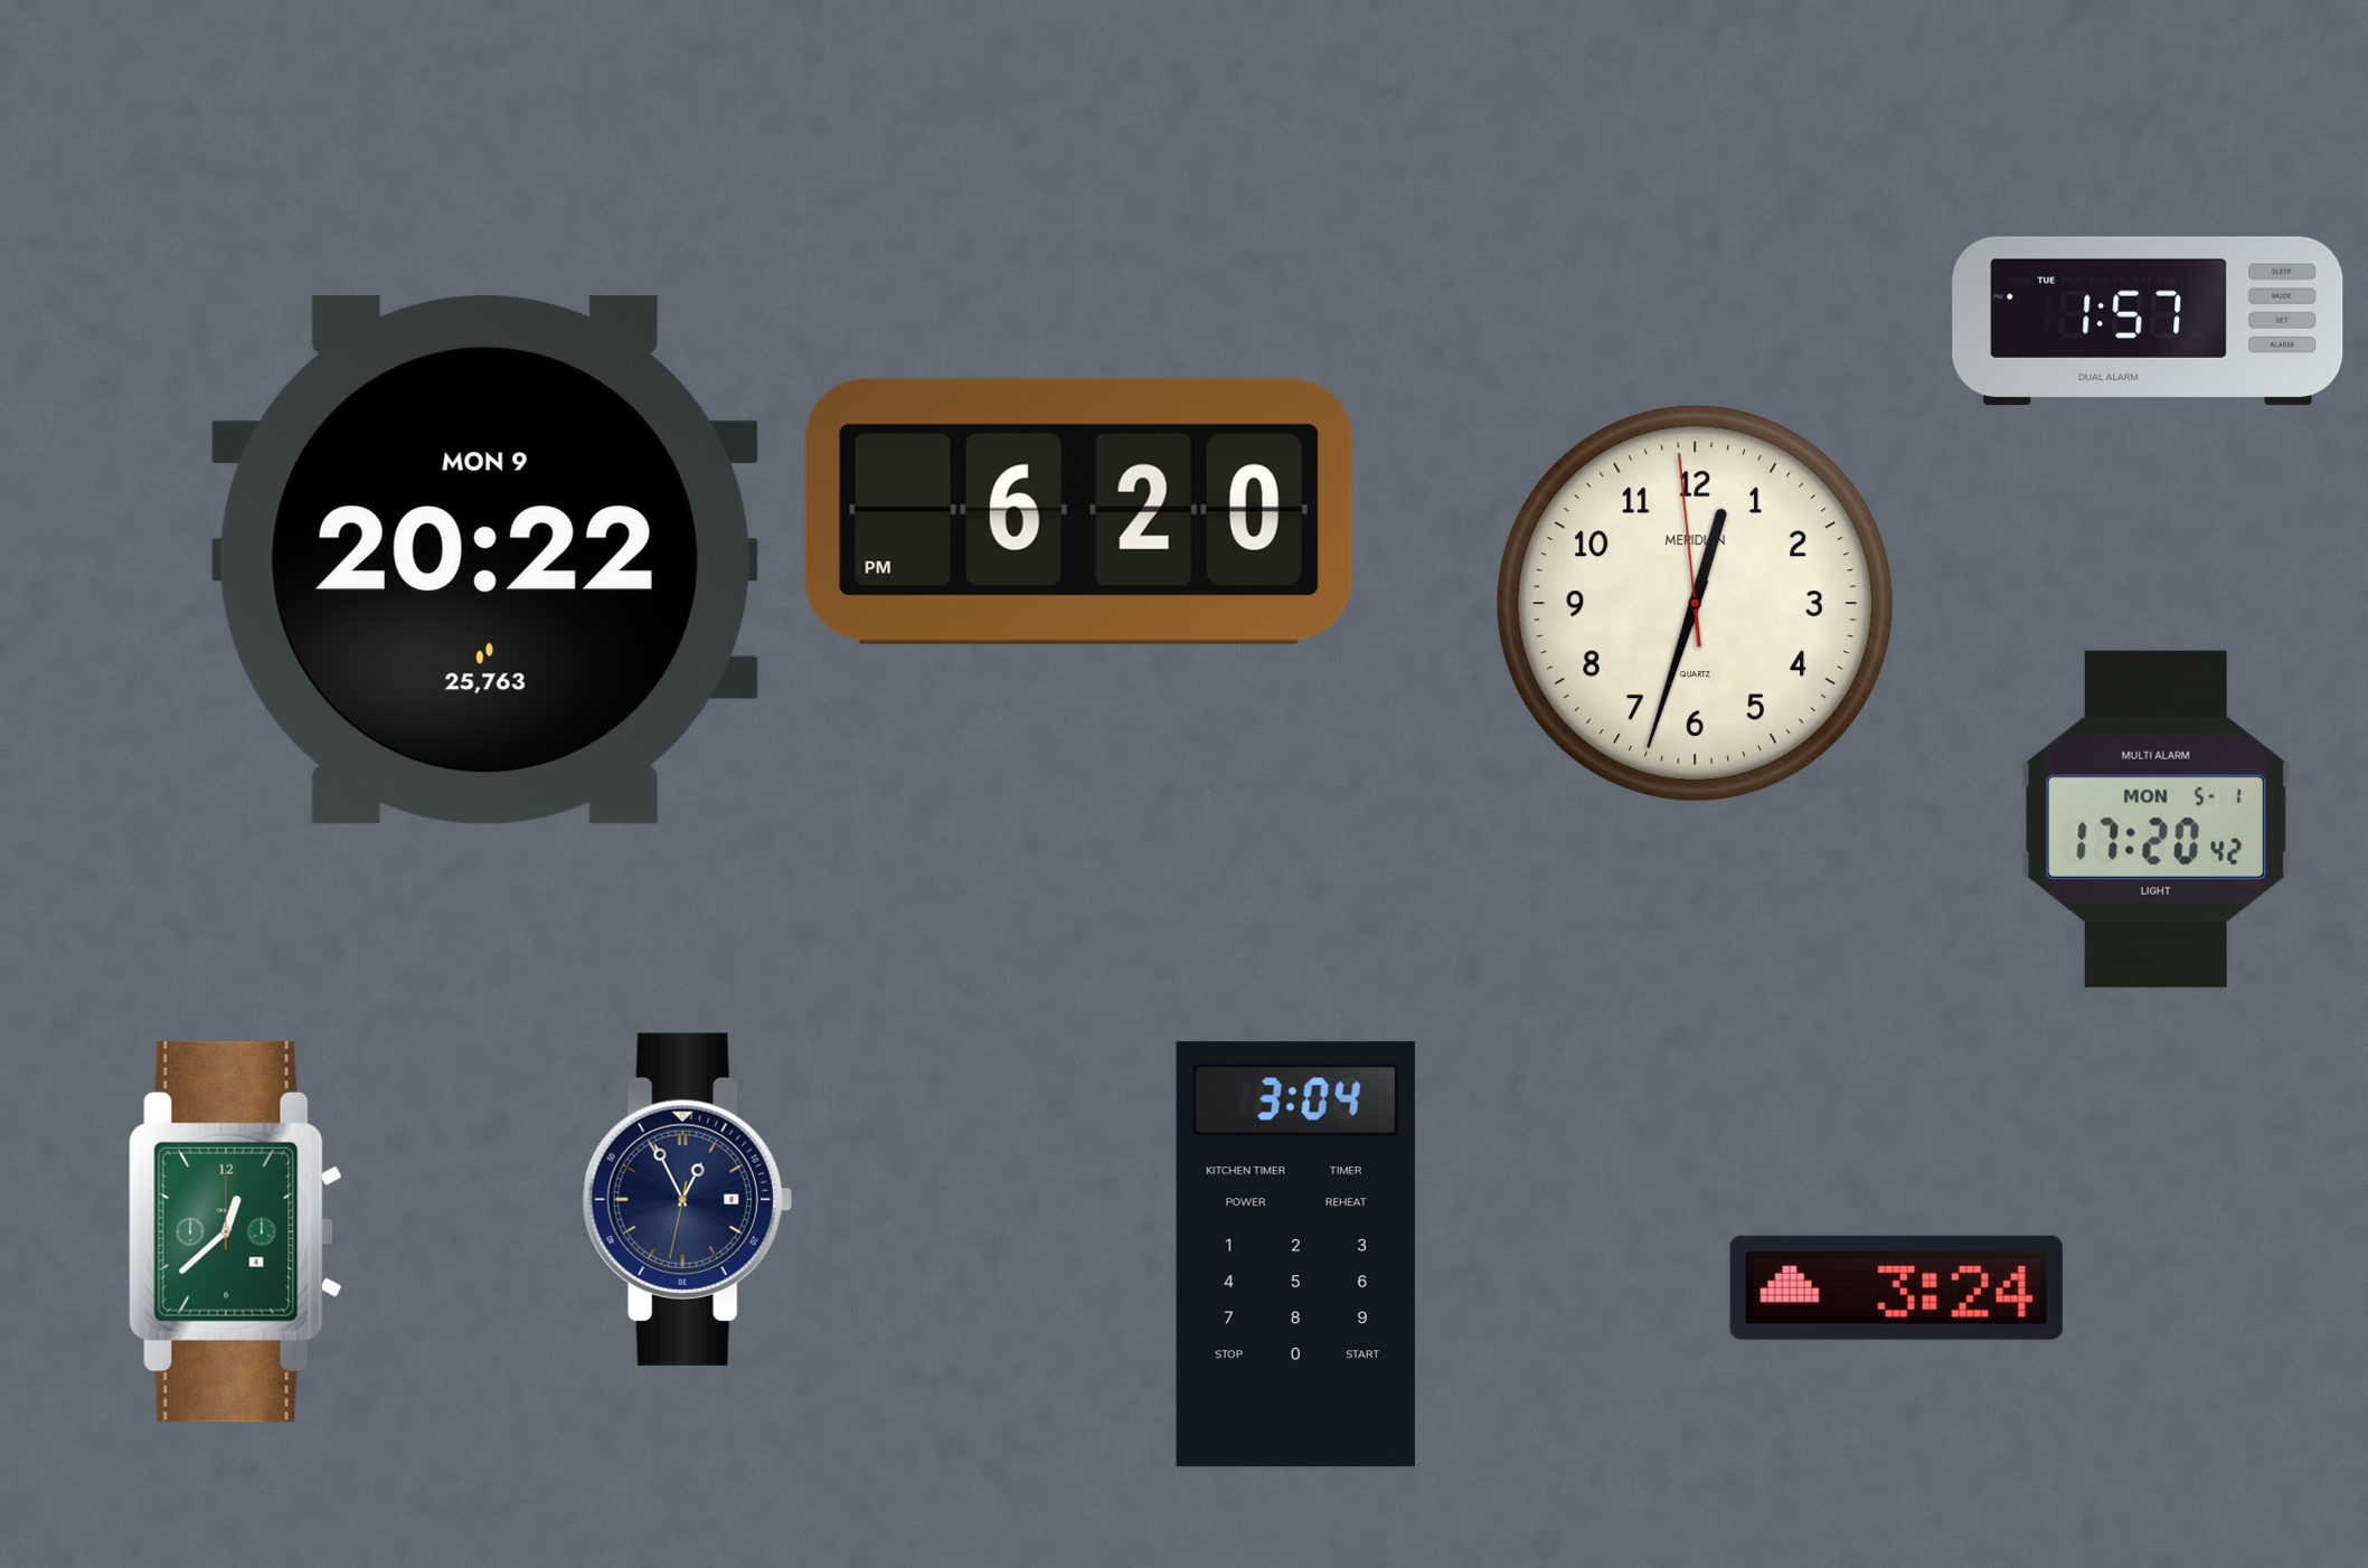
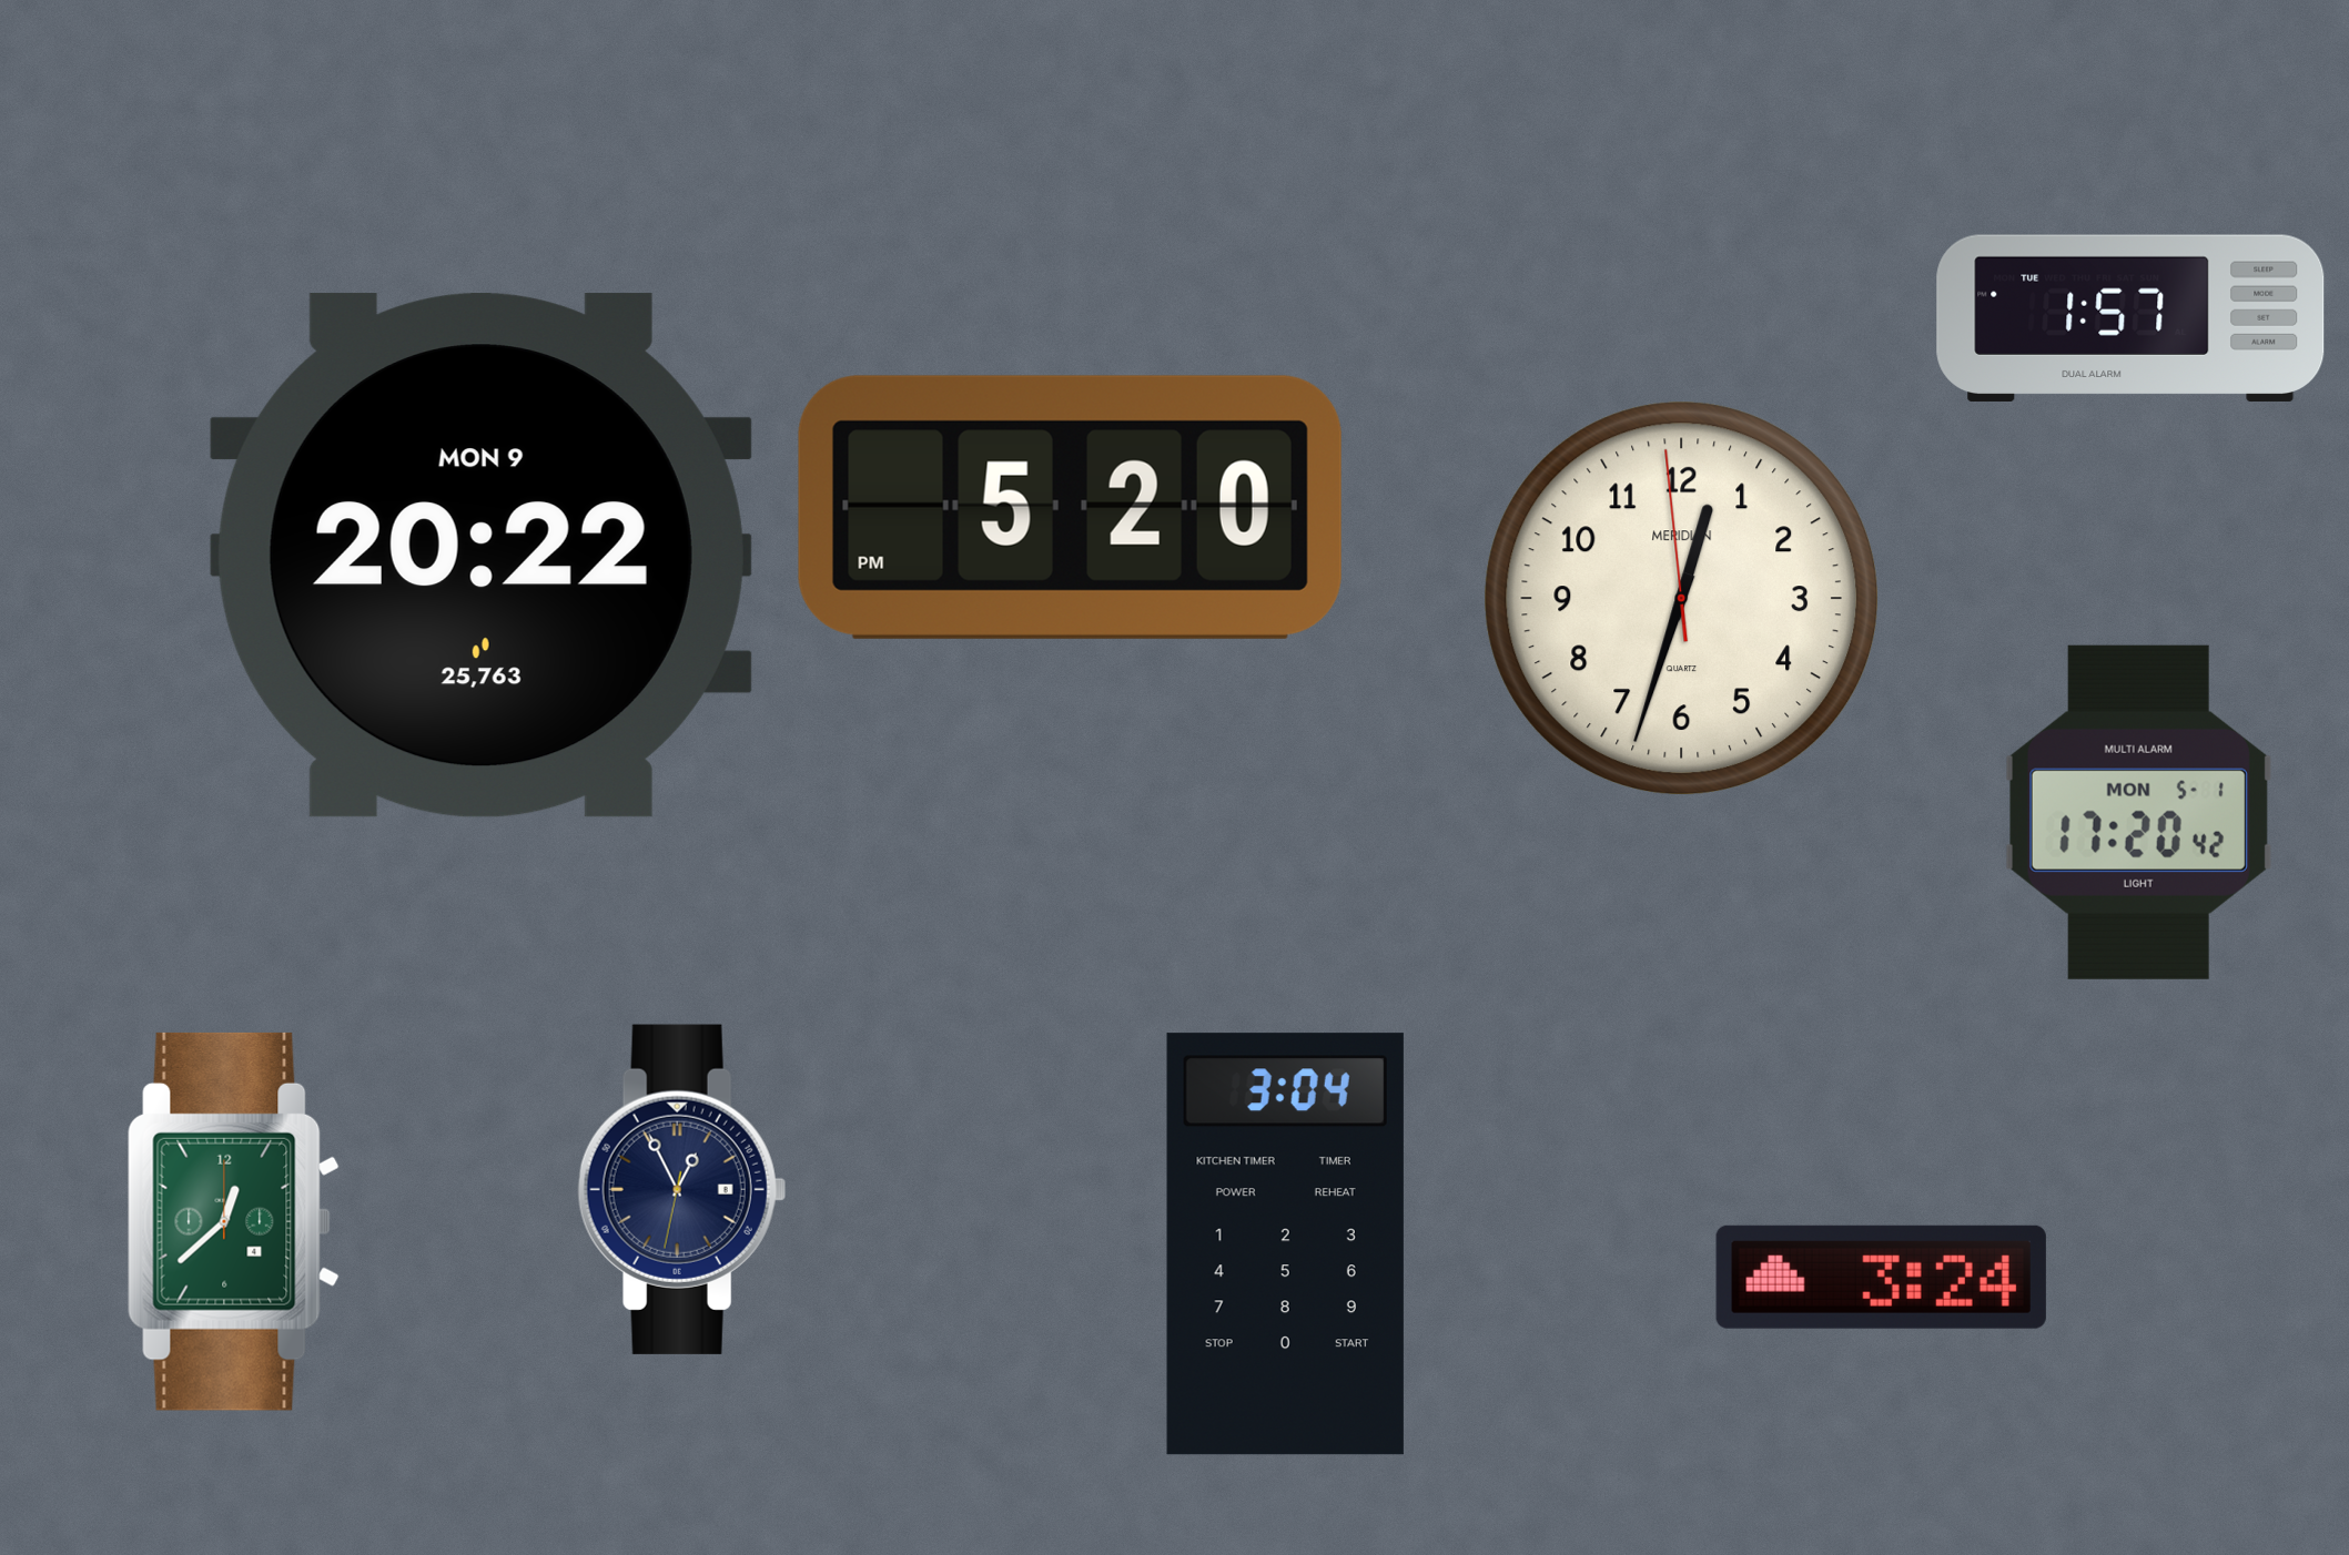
clock at (1078, 511): 6:20 -> 5:20
